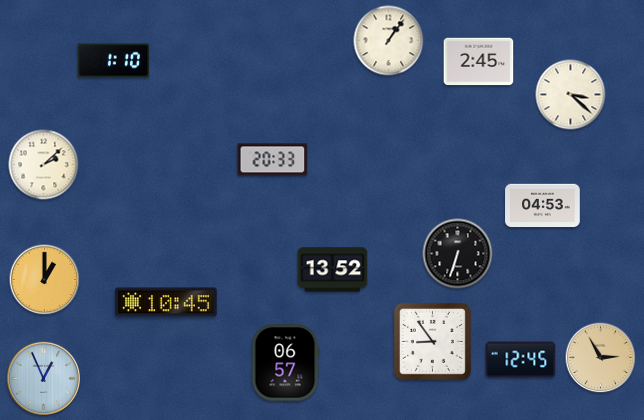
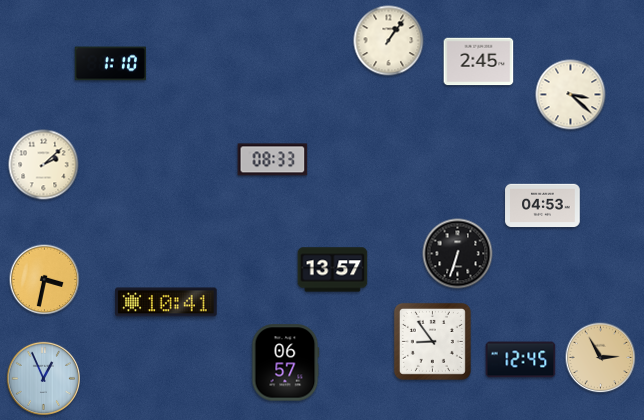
clock at (113, 61) position: (113, 61) -> (110, 64)
clock at (273, 160): 20:33 -> 08:33
clock at (333, 270): 13:52 -> 13:57
clock at (45, 280): 1:00 -> 3:32
clock at (166, 302): 10:45 -> 10:41
